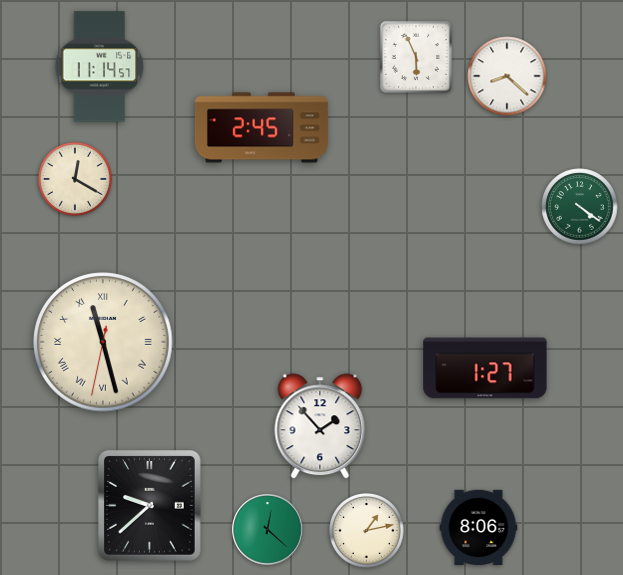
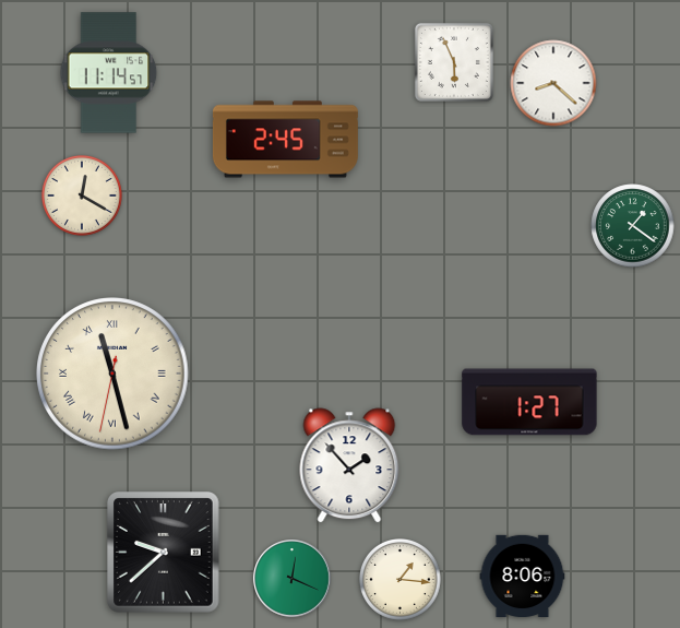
clock at (580, 207): 4:21 -> 1:21
clock at (268, 530): 12:22 -> 12:19
clock at (367, 531): 1:13 -> 1:16
